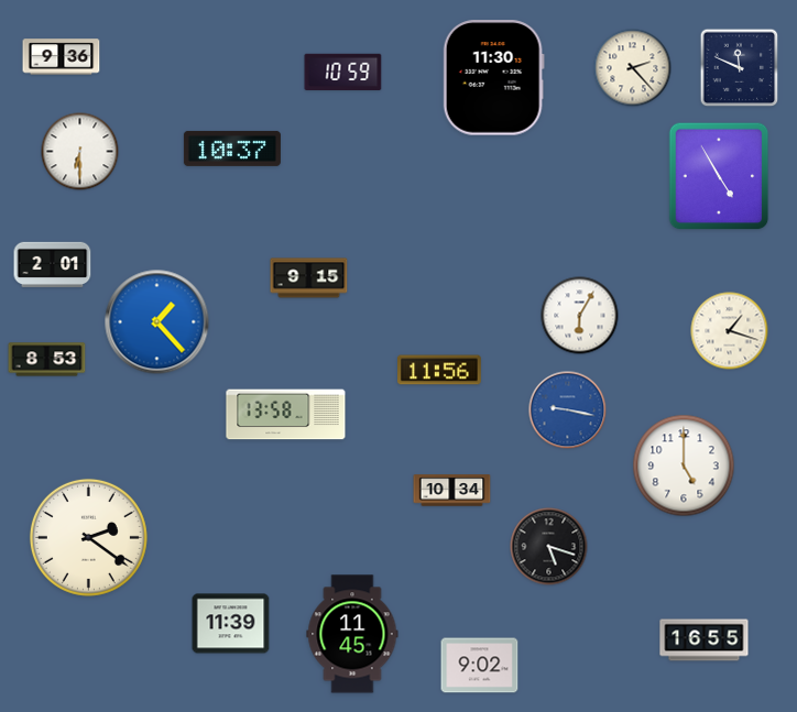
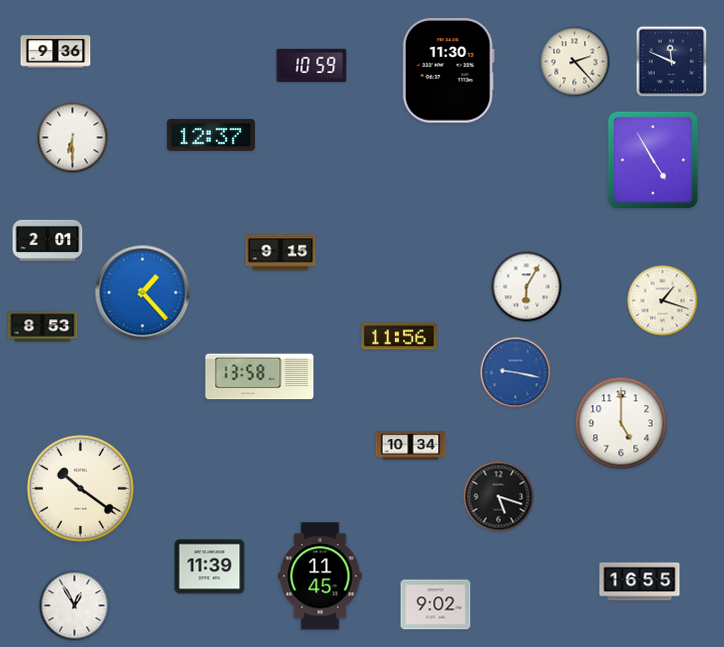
clock at (232, 149): 10:37 -> 12:37
clock at (88, 537): 2:21 -> 10:21
clock at (75, 606): none -> 12:55
